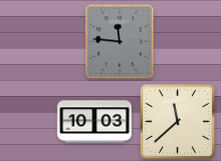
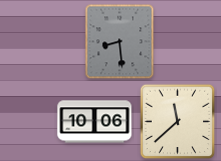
clock at (120, 42): 11:46 -> 8:29
clock at (95, 122): 10:03 -> 10:06
